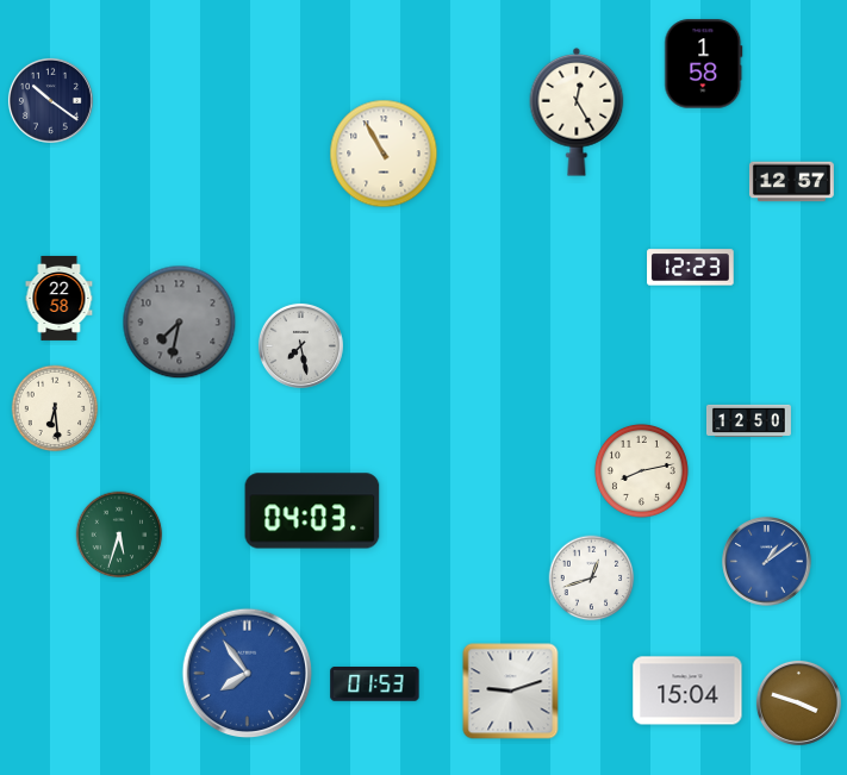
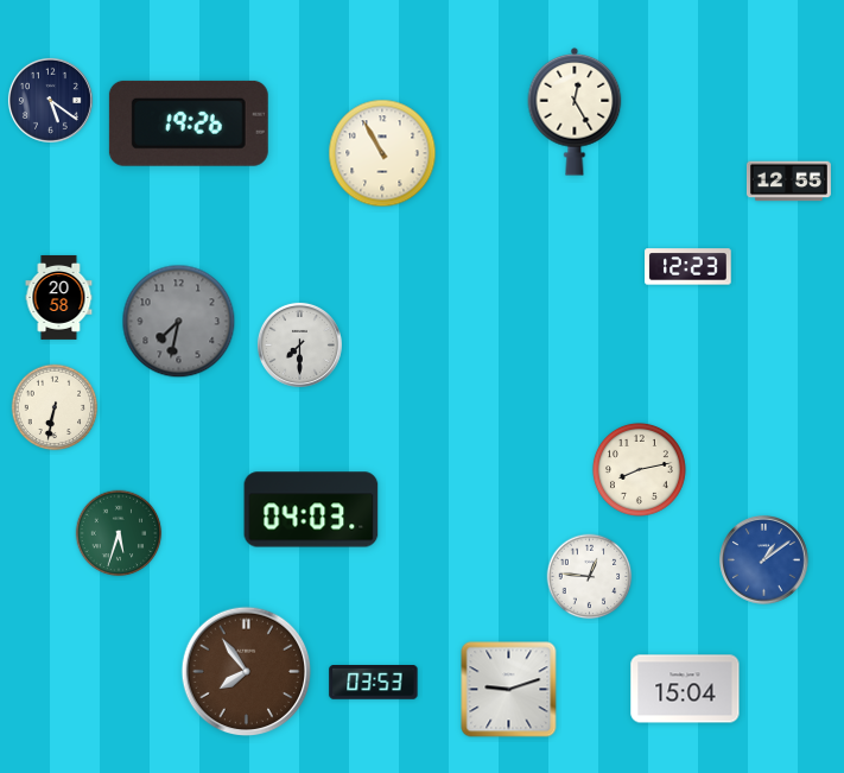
clock at (704, 64): 1:58 -> none
clock at (50, 100): 10:21 -> 5:21
clock at (189, 123): none -> 19:26
clock at (791, 182): 12:57 -> 12:55
clock at (60, 298): 22:58 -> 20:58
clock at (300, 345): 7:28 -> 7:30
clock at (55, 408): 6:29 -> 6:32
clock at (748, 420): 12:50 -> none
clock at (592, 579): 12:42 -> 12:46
clock at (248, 674) dial: blue -> brown
clock at (375, 685): 01:53 -> 03:53
clock at (798, 702): 3:48 -> none
